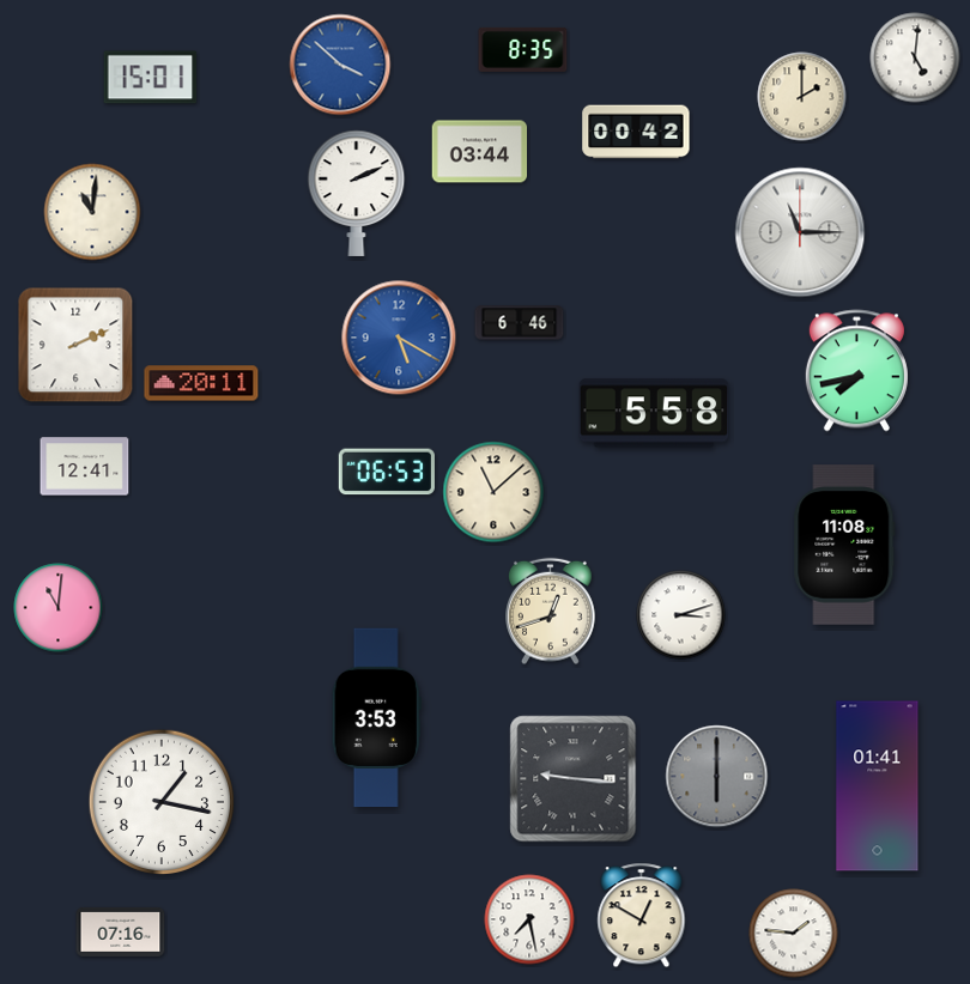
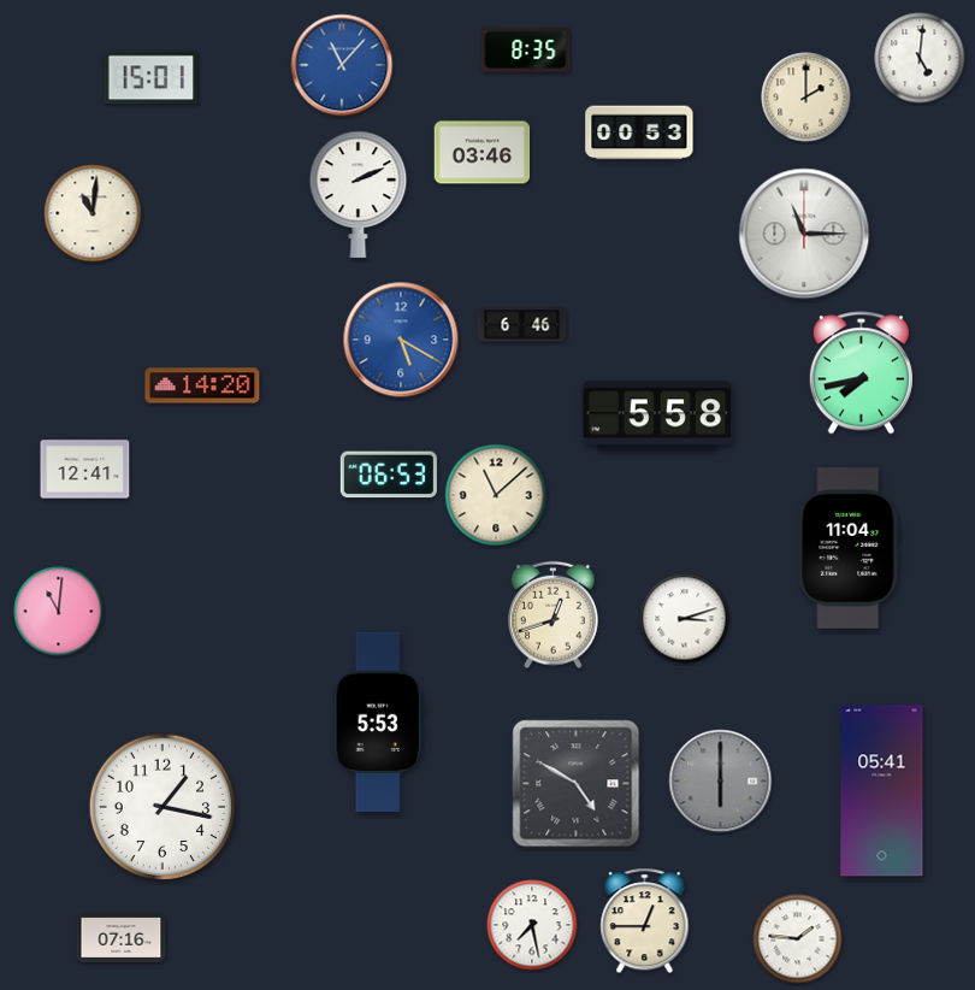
clock at (340, 65): 3:52 -> 11:07
clock at (636, 132): 00:42 -> 00:53
clock at (480, 152): 03:44 -> 03:46
clock at (75, 345): 2:11 -> none
clock at (201, 383): 20:11 -> 14:20
clock at (844, 545): 11:08 -> 11:04
clock at (376, 718): 3:53 -> 5:53
clock at (574, 779): 9:16 -> 4:50
clock at (878, 786): 01:41 -> 05:41
clock at (642, 916): 12:50 -> 12:45
